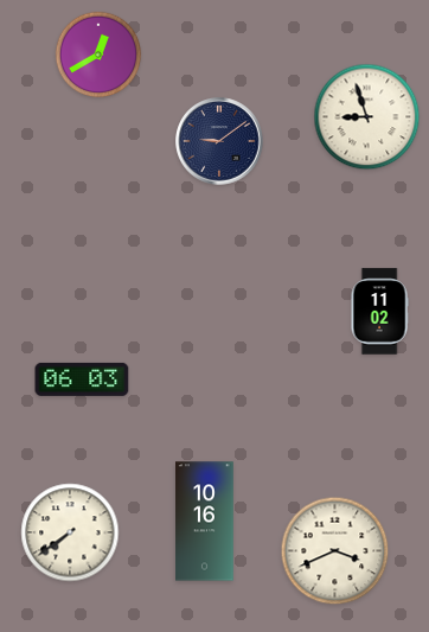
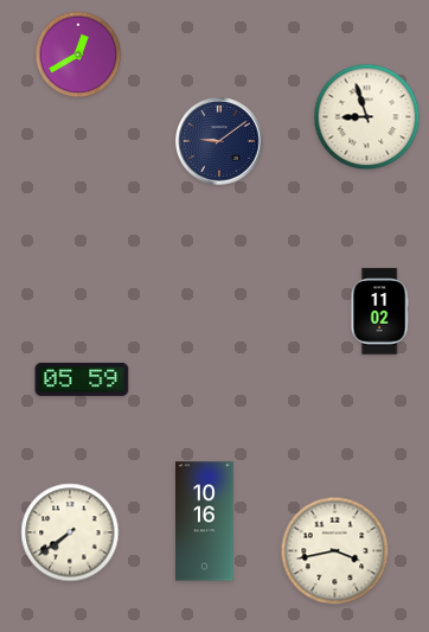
clock at (98, 55) position: (98, 55) -> (78, 55)
clock at (82, 379): 06:03 -> 05:59
clock at (335, 551): 3:41 -> 3:43
